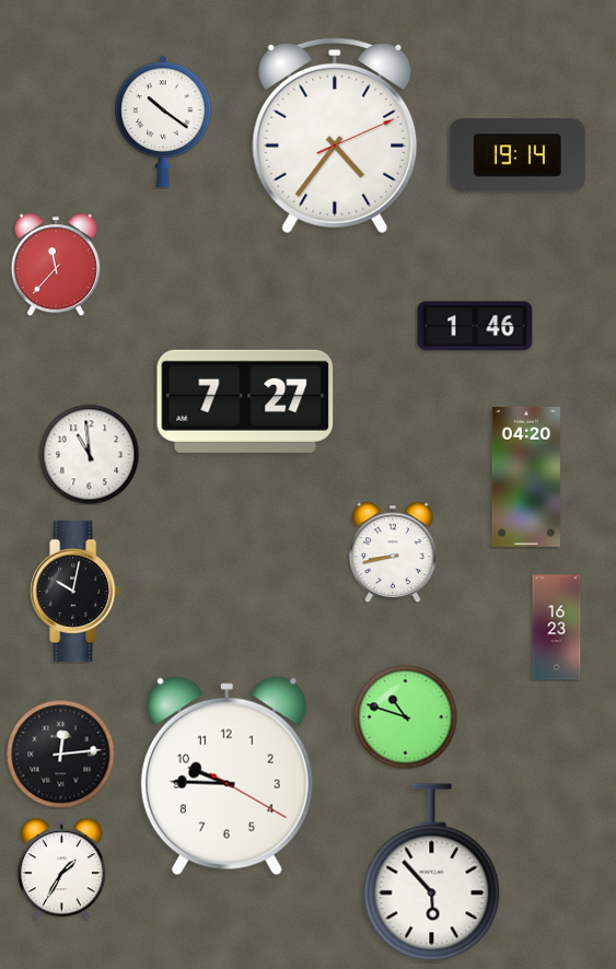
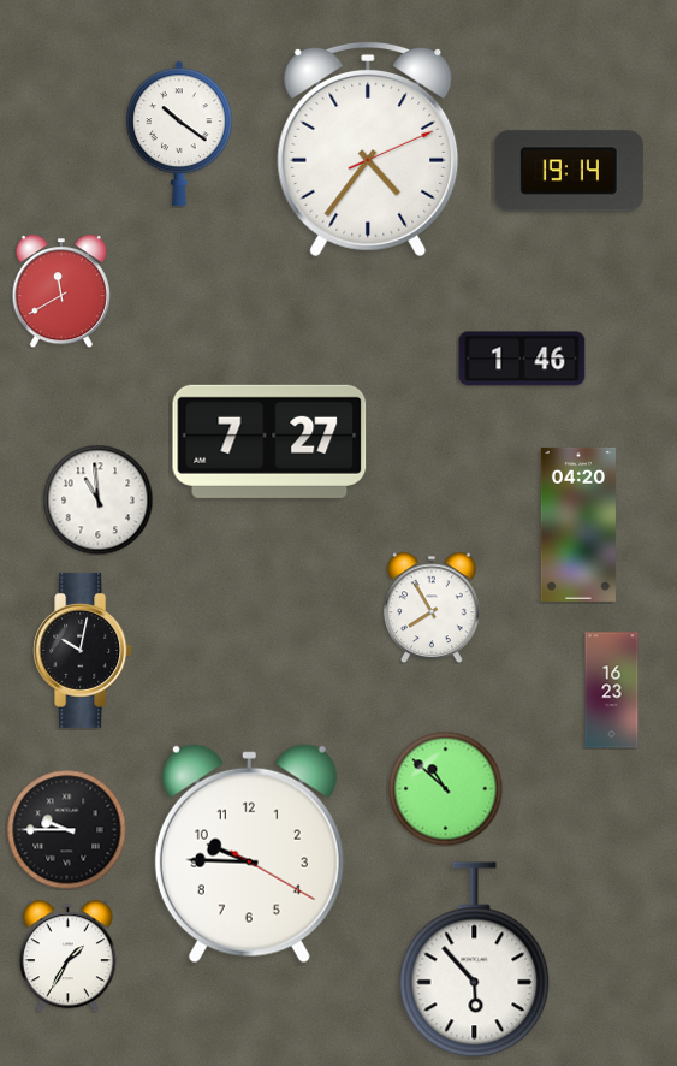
clock at (56, 265): 11:37 -> 11:40
clock at (394, 552): 8:43 -> 7:55
clock at (405, 716): 10:48 -> 10:52
clock at (61, 755): 12:14 -> 9:45
